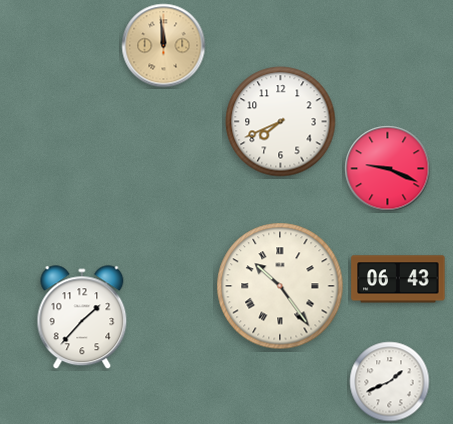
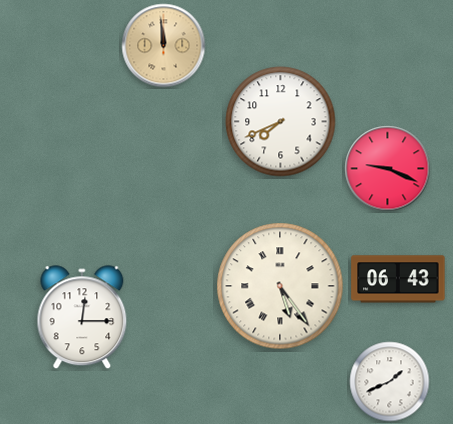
clock at (280, 286): 10:24 -> 5:24
clock at (82, 318): 1:37 -> 12:15
